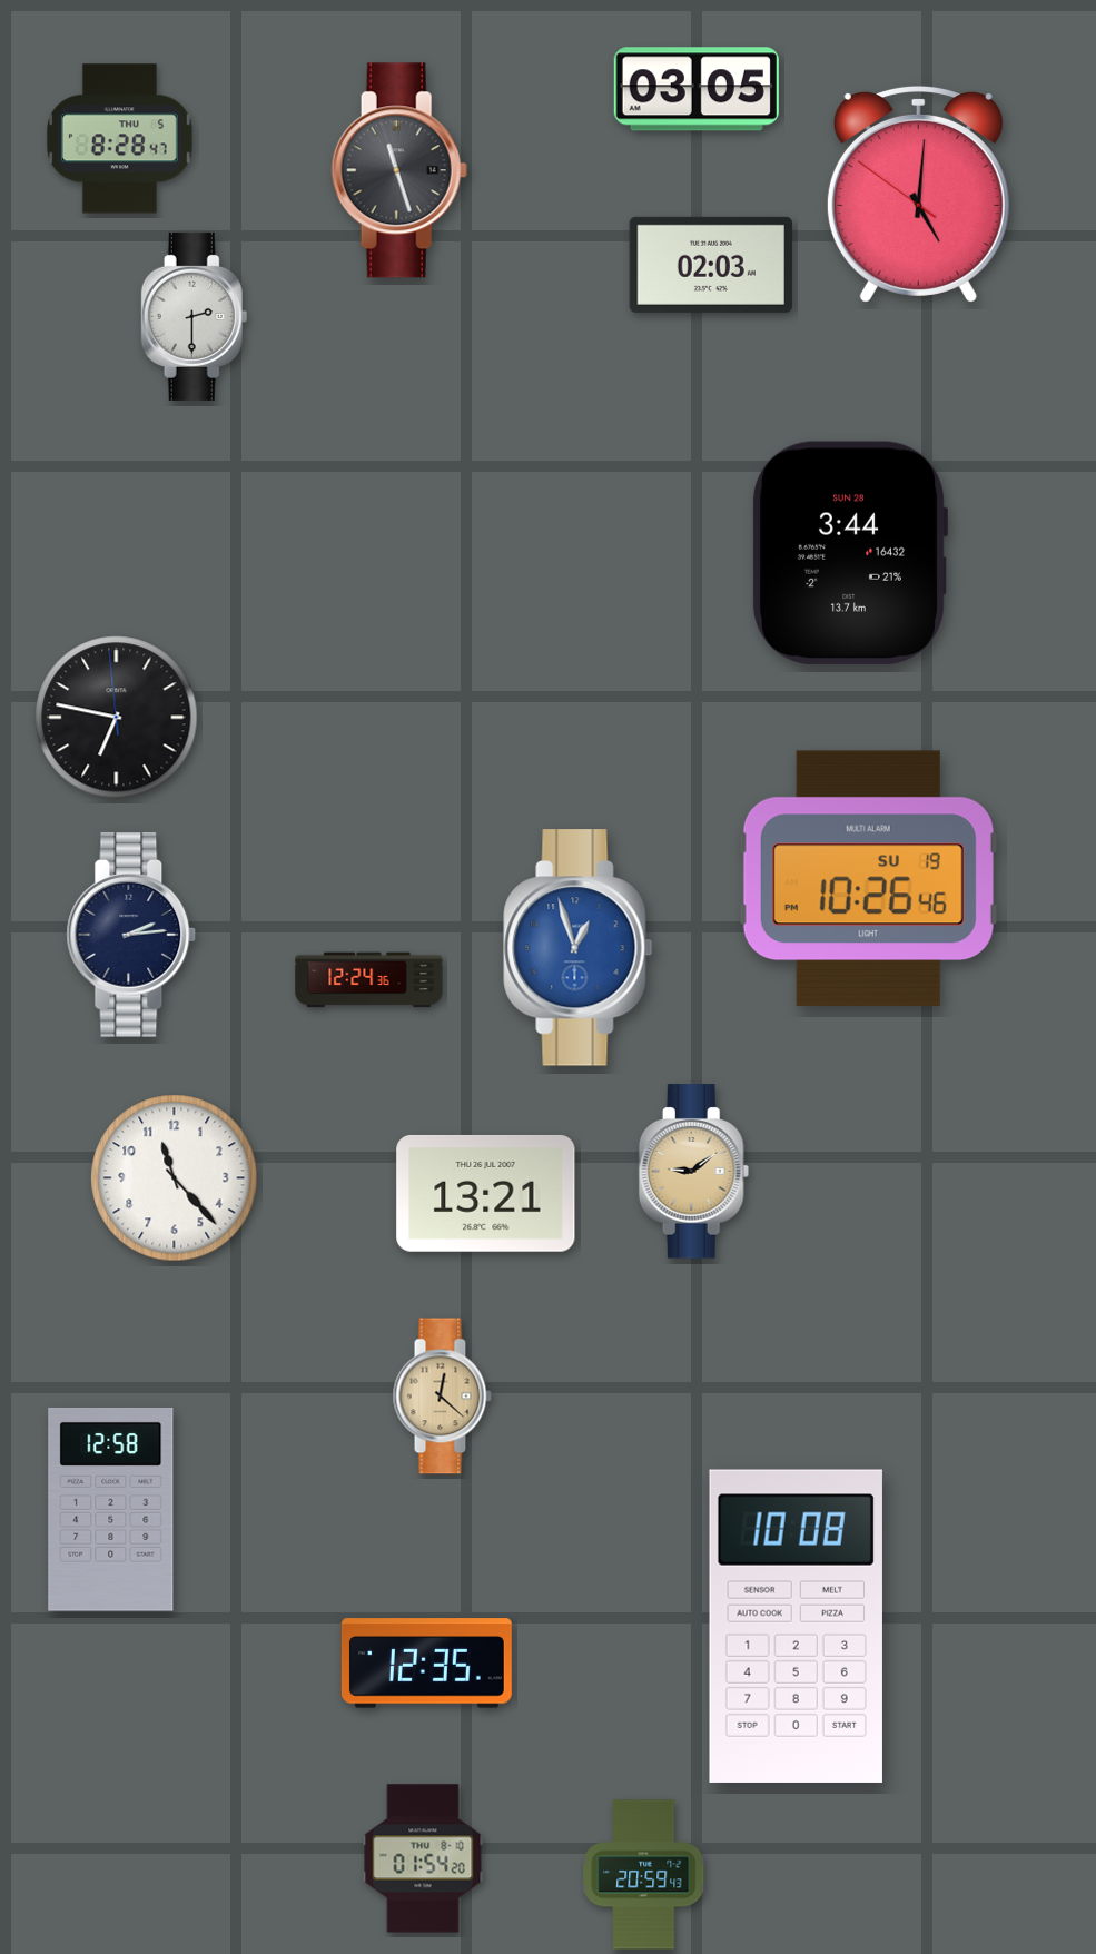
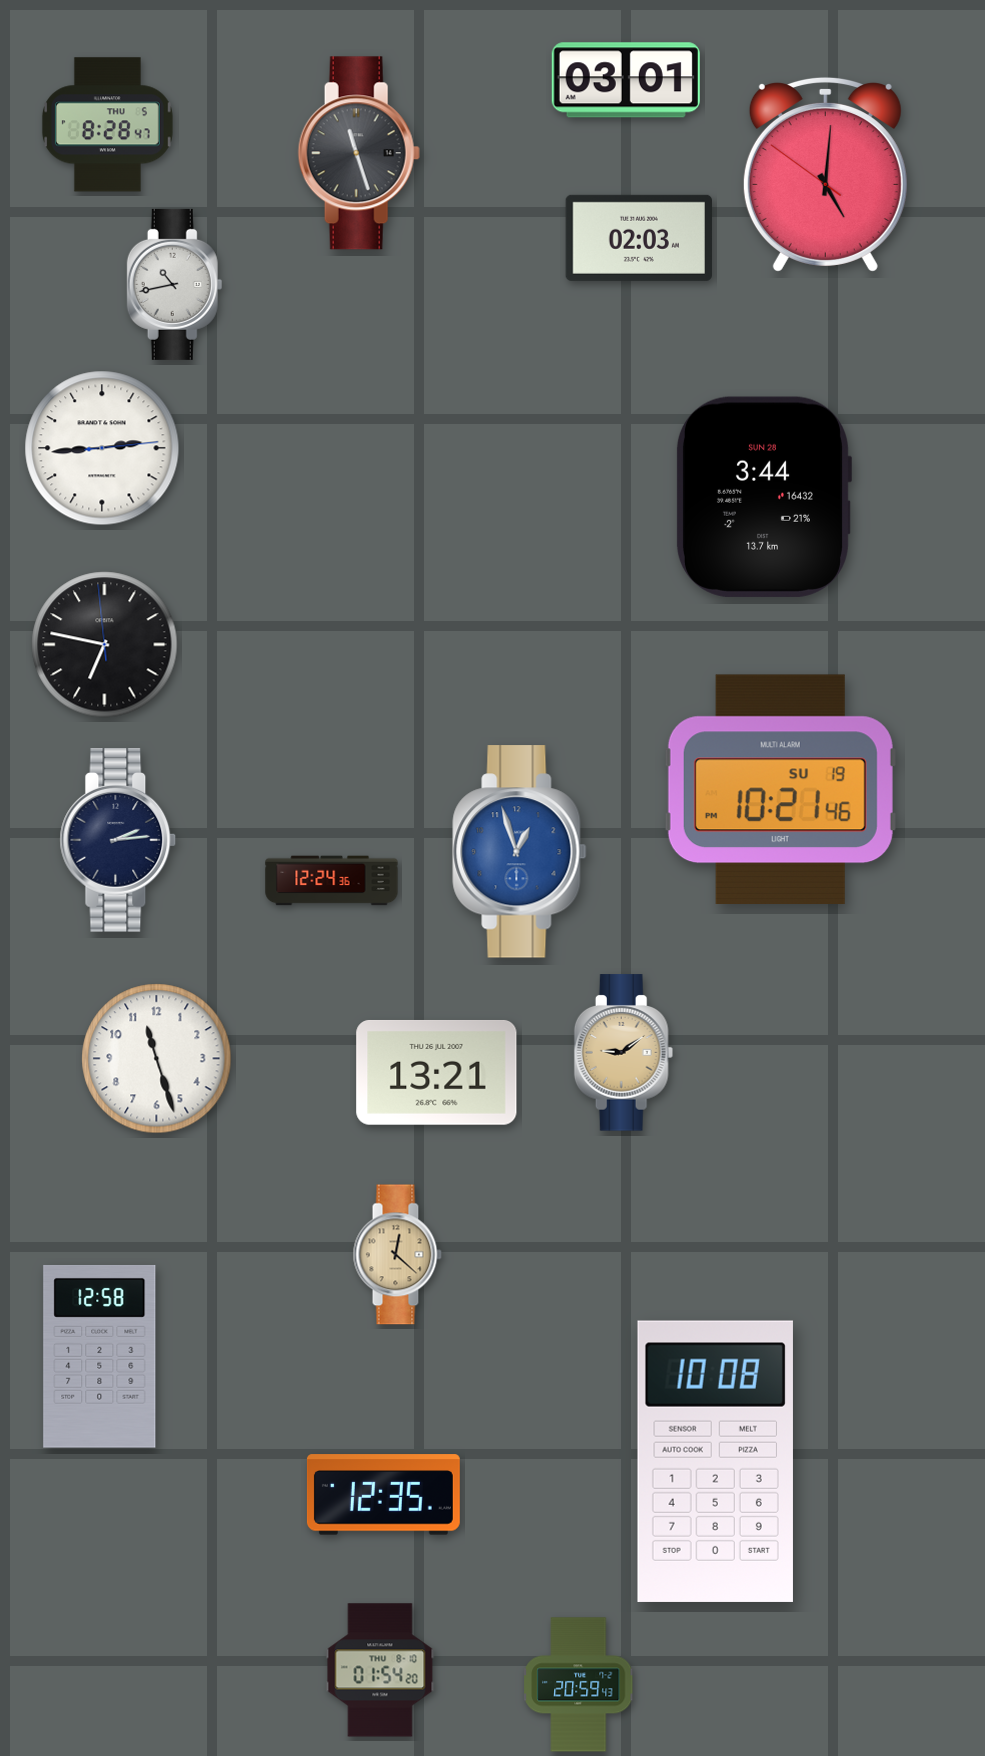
clock at (697, 89): 03:05 -> 03:01
clock at (195, 316): 2:30 -> 10:43
clock at (102, 448): none -> 2:44
clock at (868, 878): 10:26 -> 10:21
clock at (175, 1178): 11:23 -> 11:27
